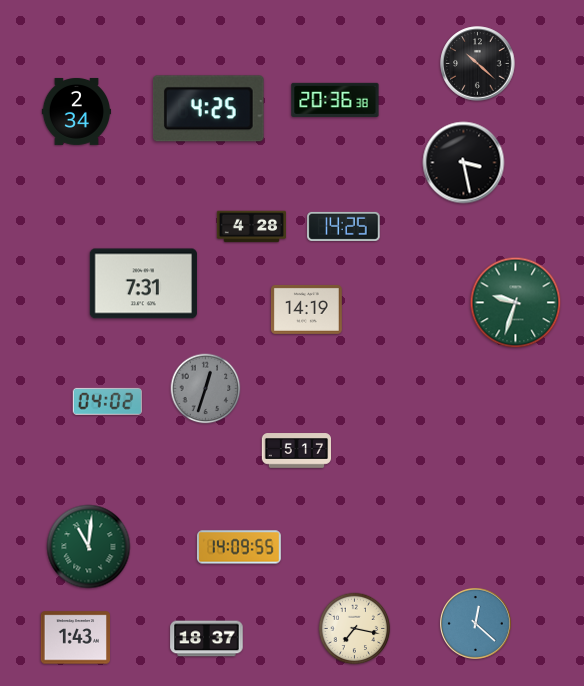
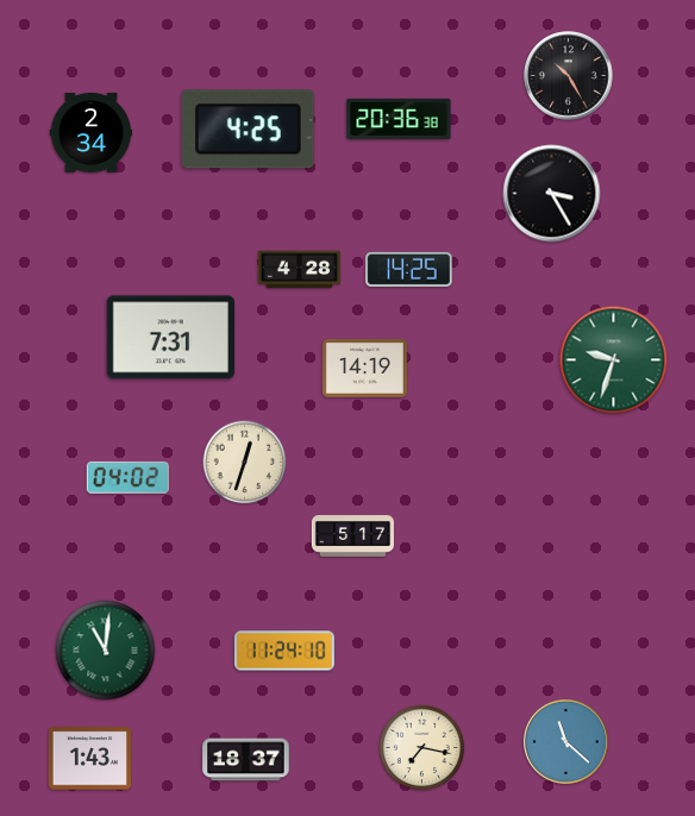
clock at (478, 64): 10:22 -> 10:25
clock at (464, 163): 3:28 -> 3:25
clock at (206, 389) dial: grey -> cream
clock at (239, 547): 14:09 -> 11:24
clock at (475, 623): 12:22 -> 11:22
